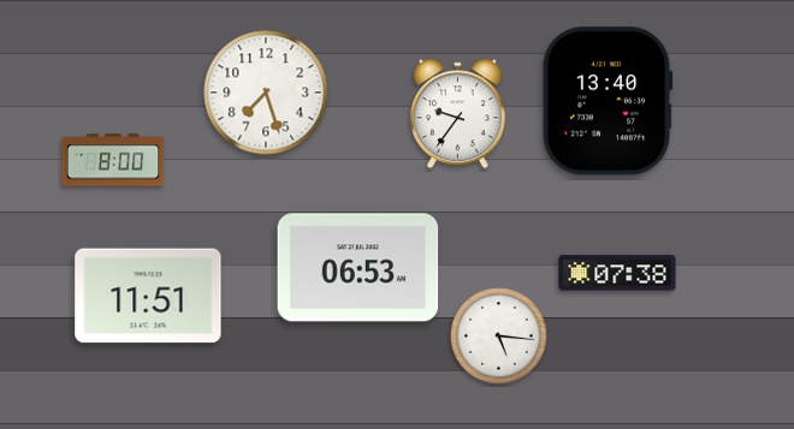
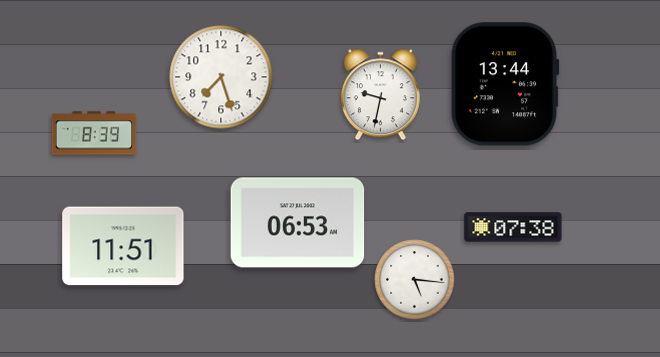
clock at (608, 101): 13:40 -> 13:44
clock at (457, 114): 9:36 -> 9:32
clock at (113, 160): 8:00 -> 8:39
